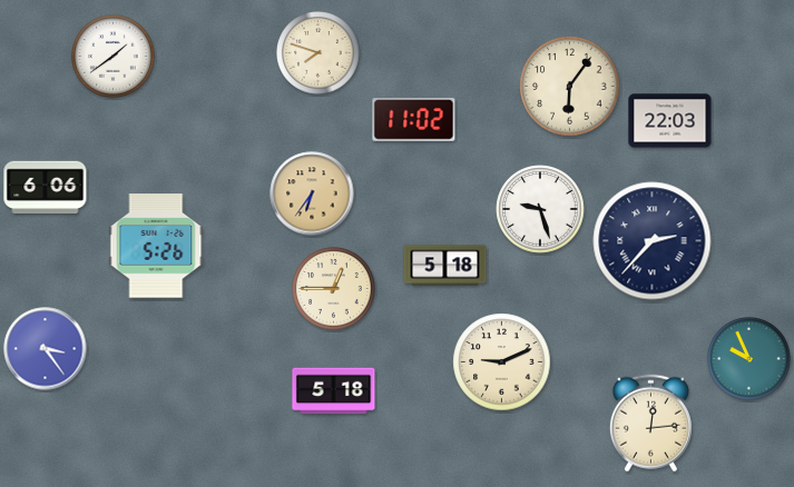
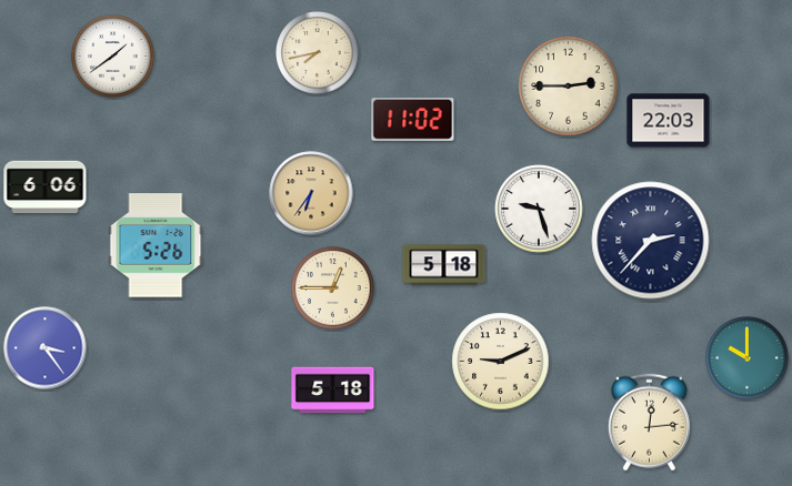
clock at (318, 53): 7:48 -> 7:43
clock at (570, 87): 6:06 -> 2:45
clock at (749, 359): 9:56 -> 10:00
